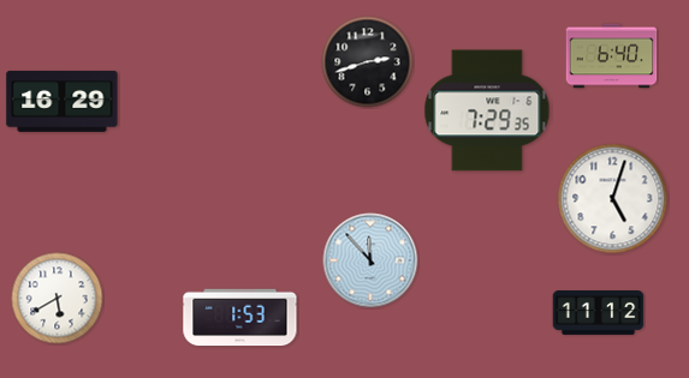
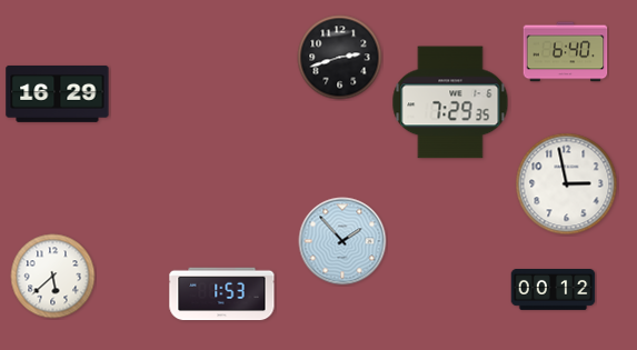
clock at (613, 199): 5:03 -> 2:58
clock at (370, 260): 11:53 -> 1:53
clock at (58, 299): 5:40 -> 5:38
clock at (599, 313): 11:12 -> 00:12
